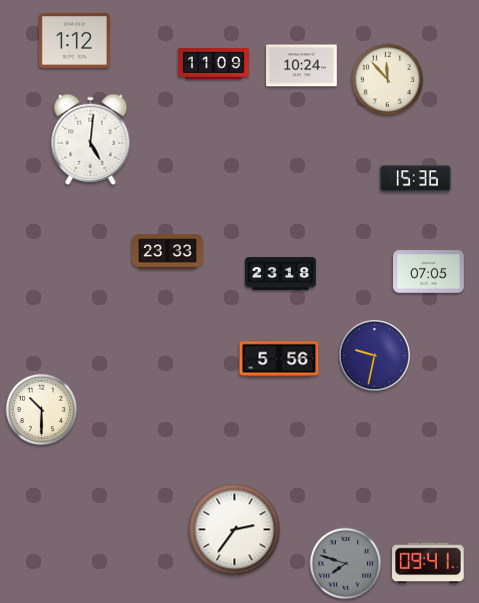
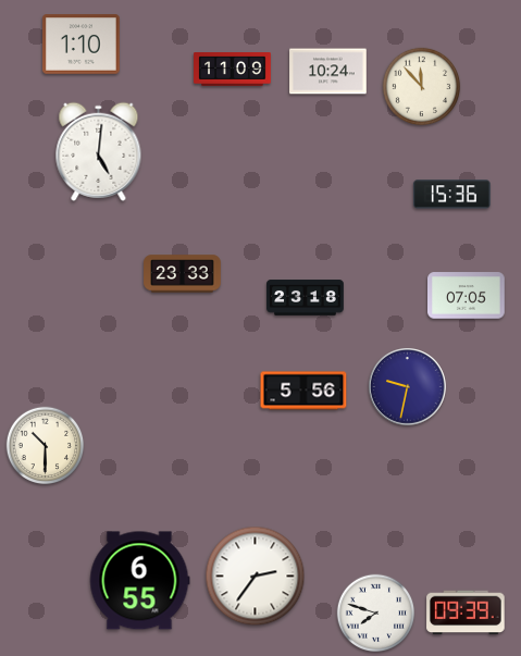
clock at (75, 41): 1:12 -> 1:10
clock at (139, 581): none -> 6:55
clock at (428, 563): 09:41 -> 09:39
clock at (346, 564) dial: grey -> white
